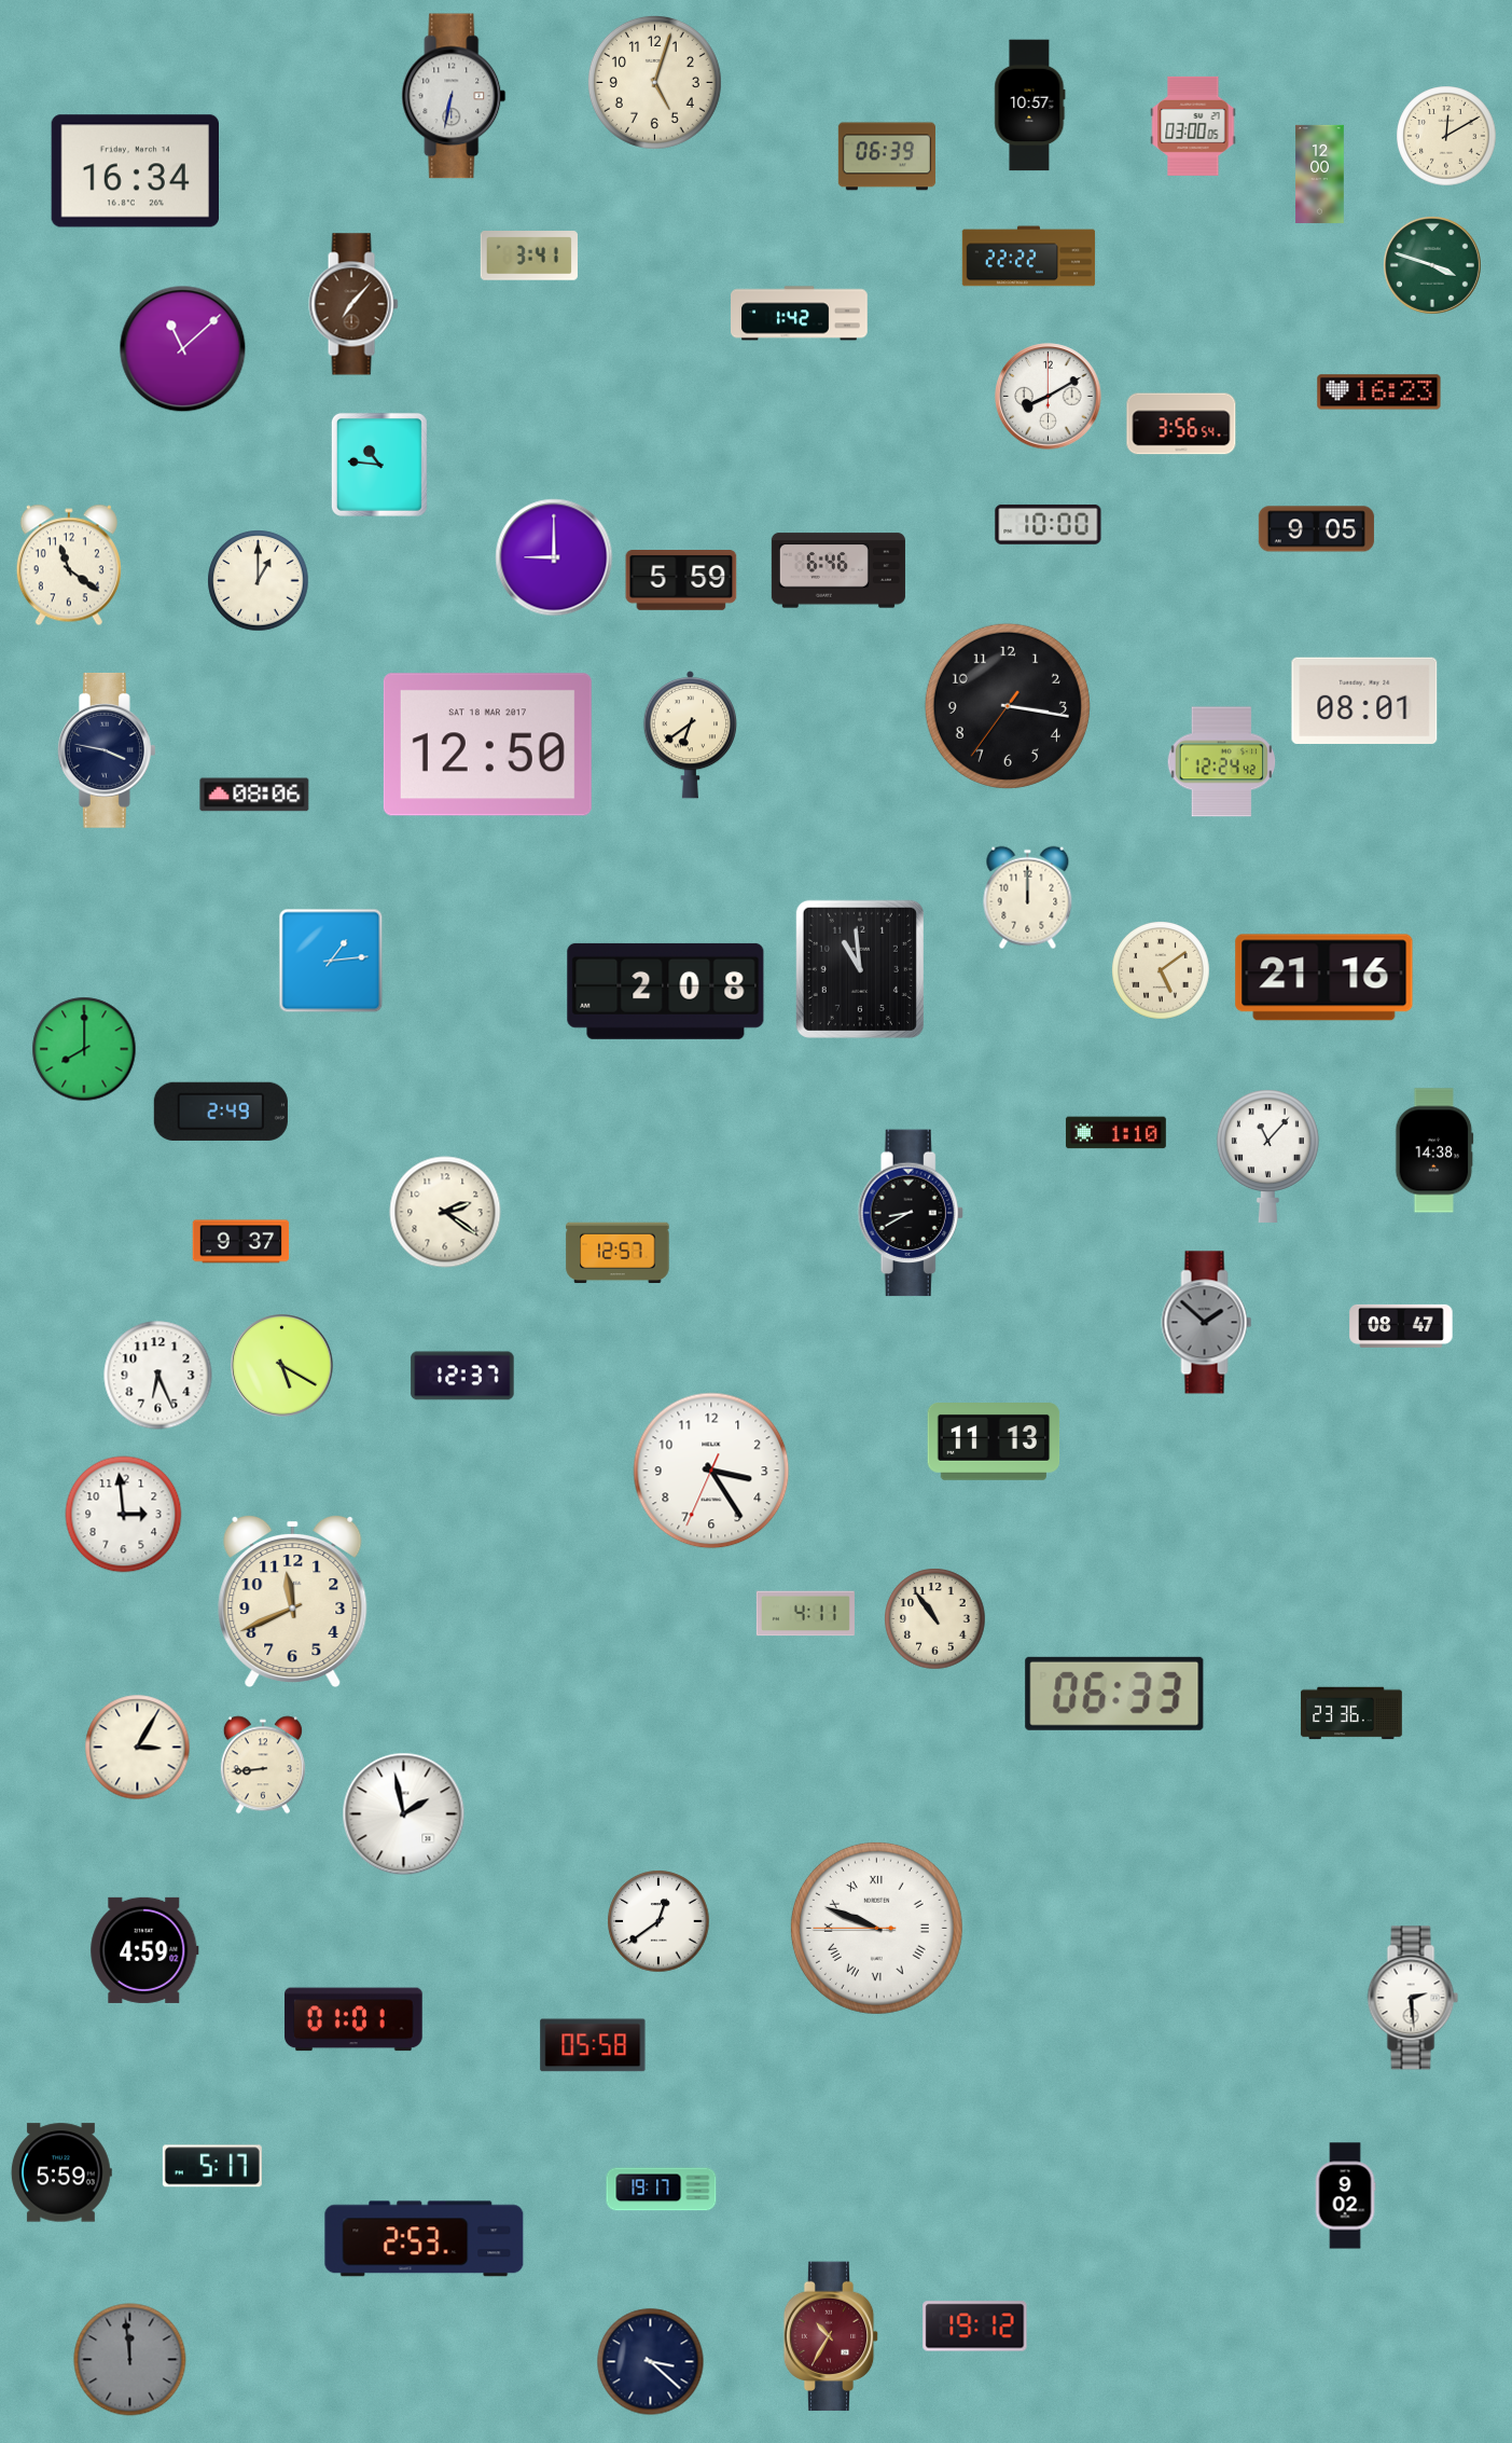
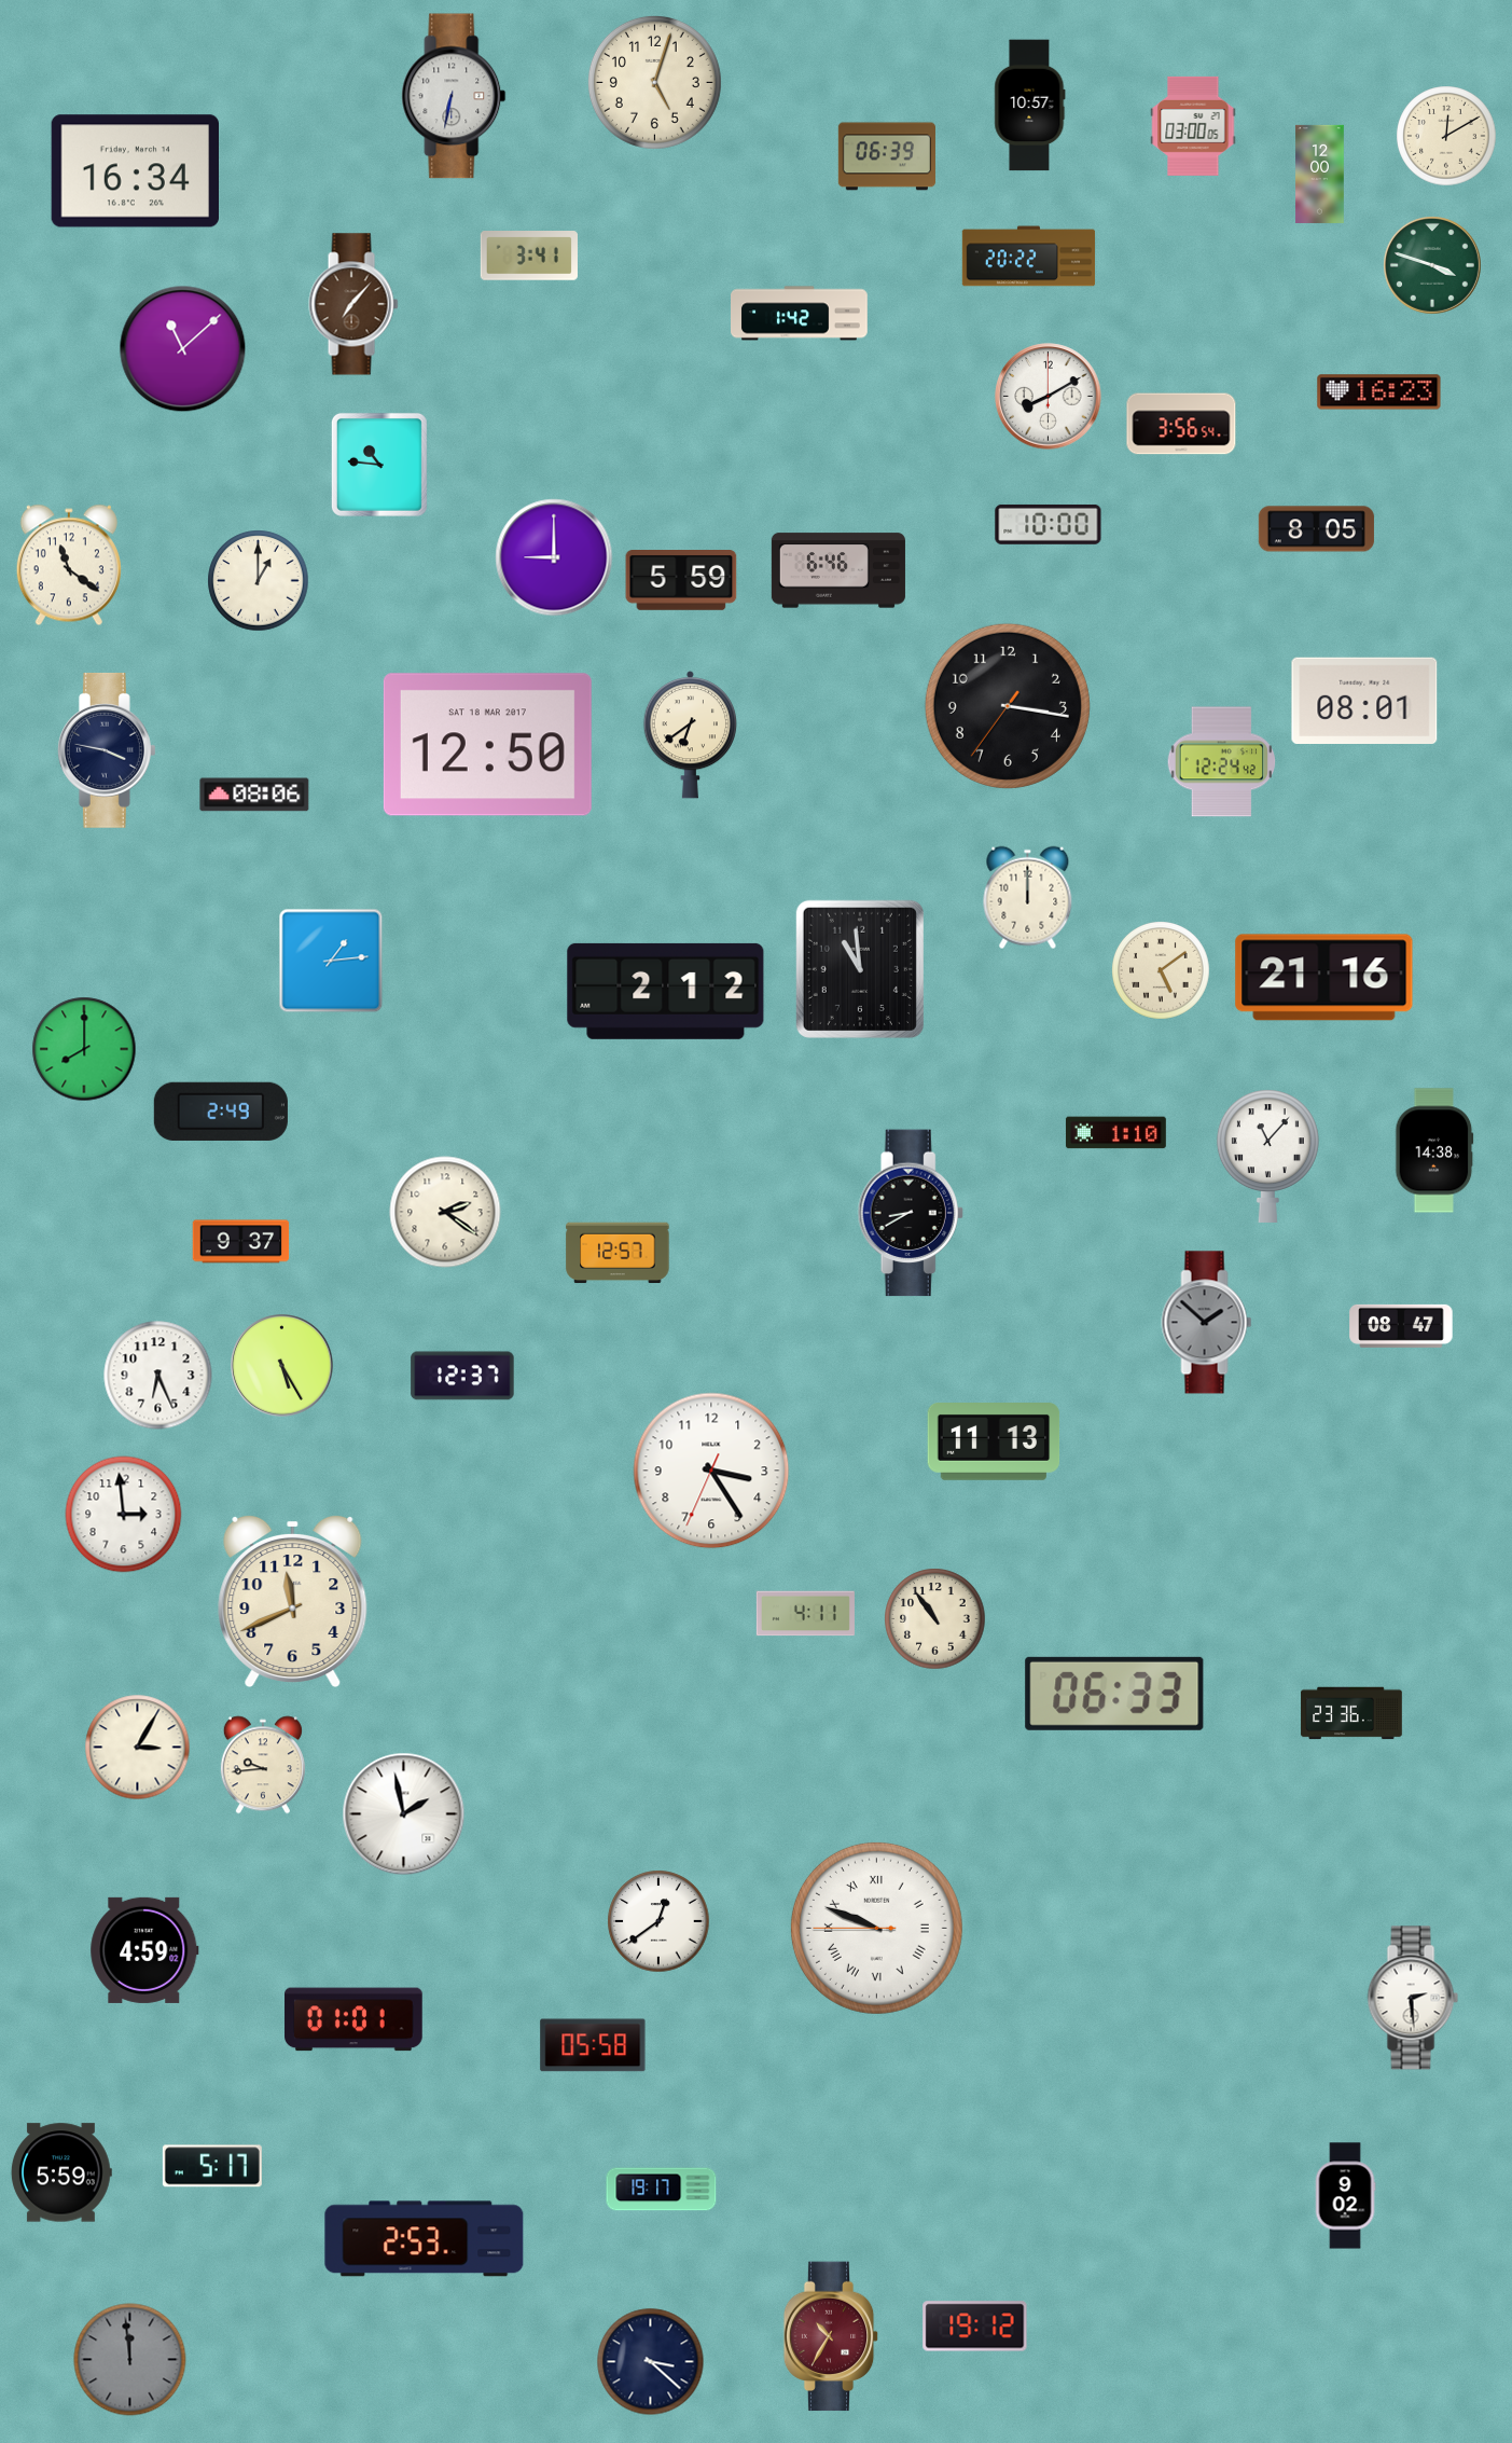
clock at (1029, 257): 22:22 -> 20:22
clock at (1316, 529): 9:05 -> 8:05
clock at (666, 991): 2:08 -> 2:12
clock at (282, 1366): 5:20 -> 5:25
clock at (263, 1765): 8:44 -> 9:44
